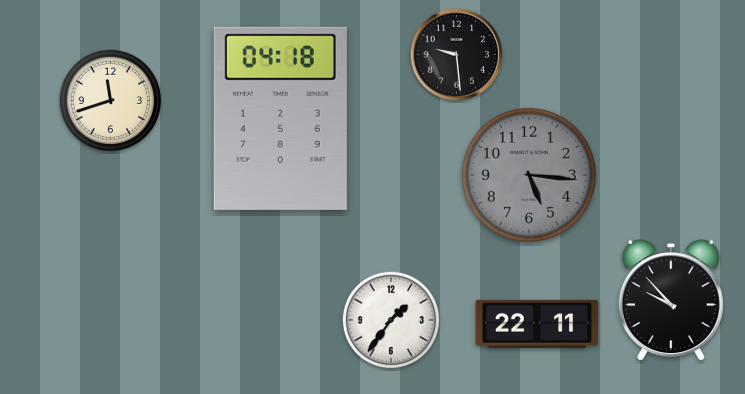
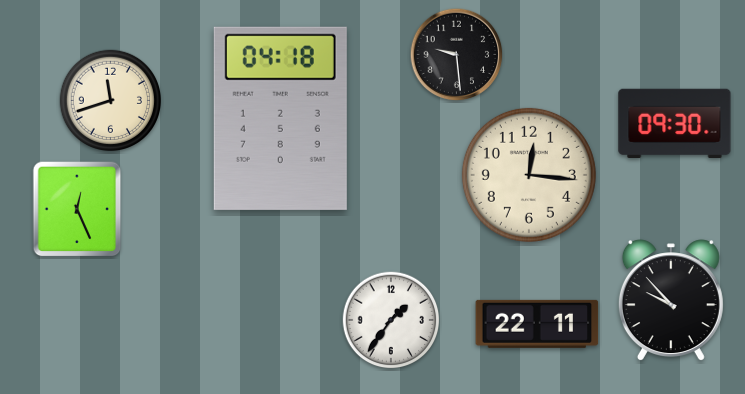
clock at (675, 124): none -> 09:30
clock at (529, 175): 5:16 -> 12:16
clock at (529, 175) dial: grey -> cream
clock at (77, 209): none -> 12:26
